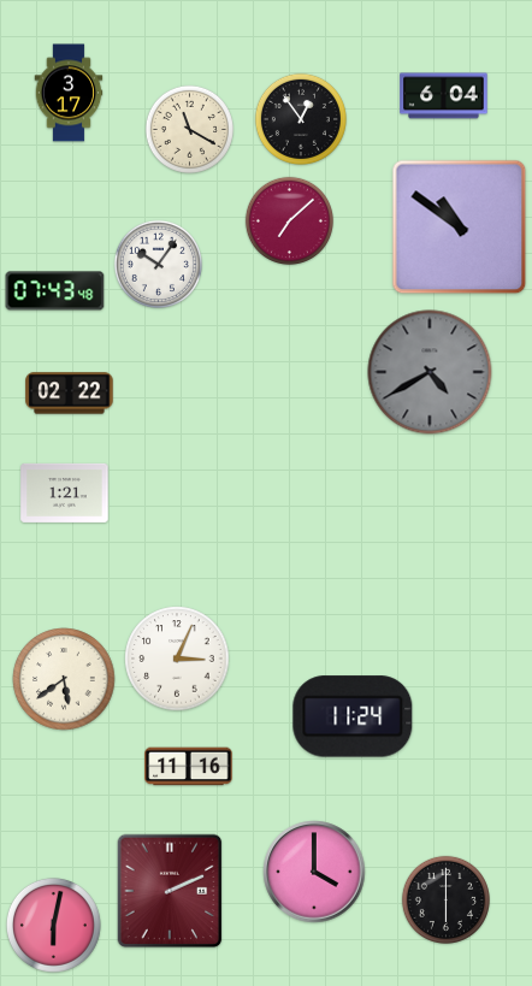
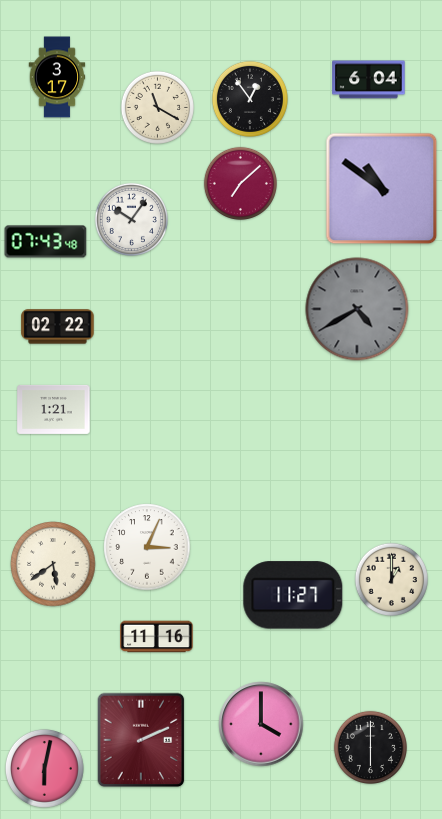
clock at (391, 579): none -> 1:00
clock at (353, 716): 11:24 -> 11:27
